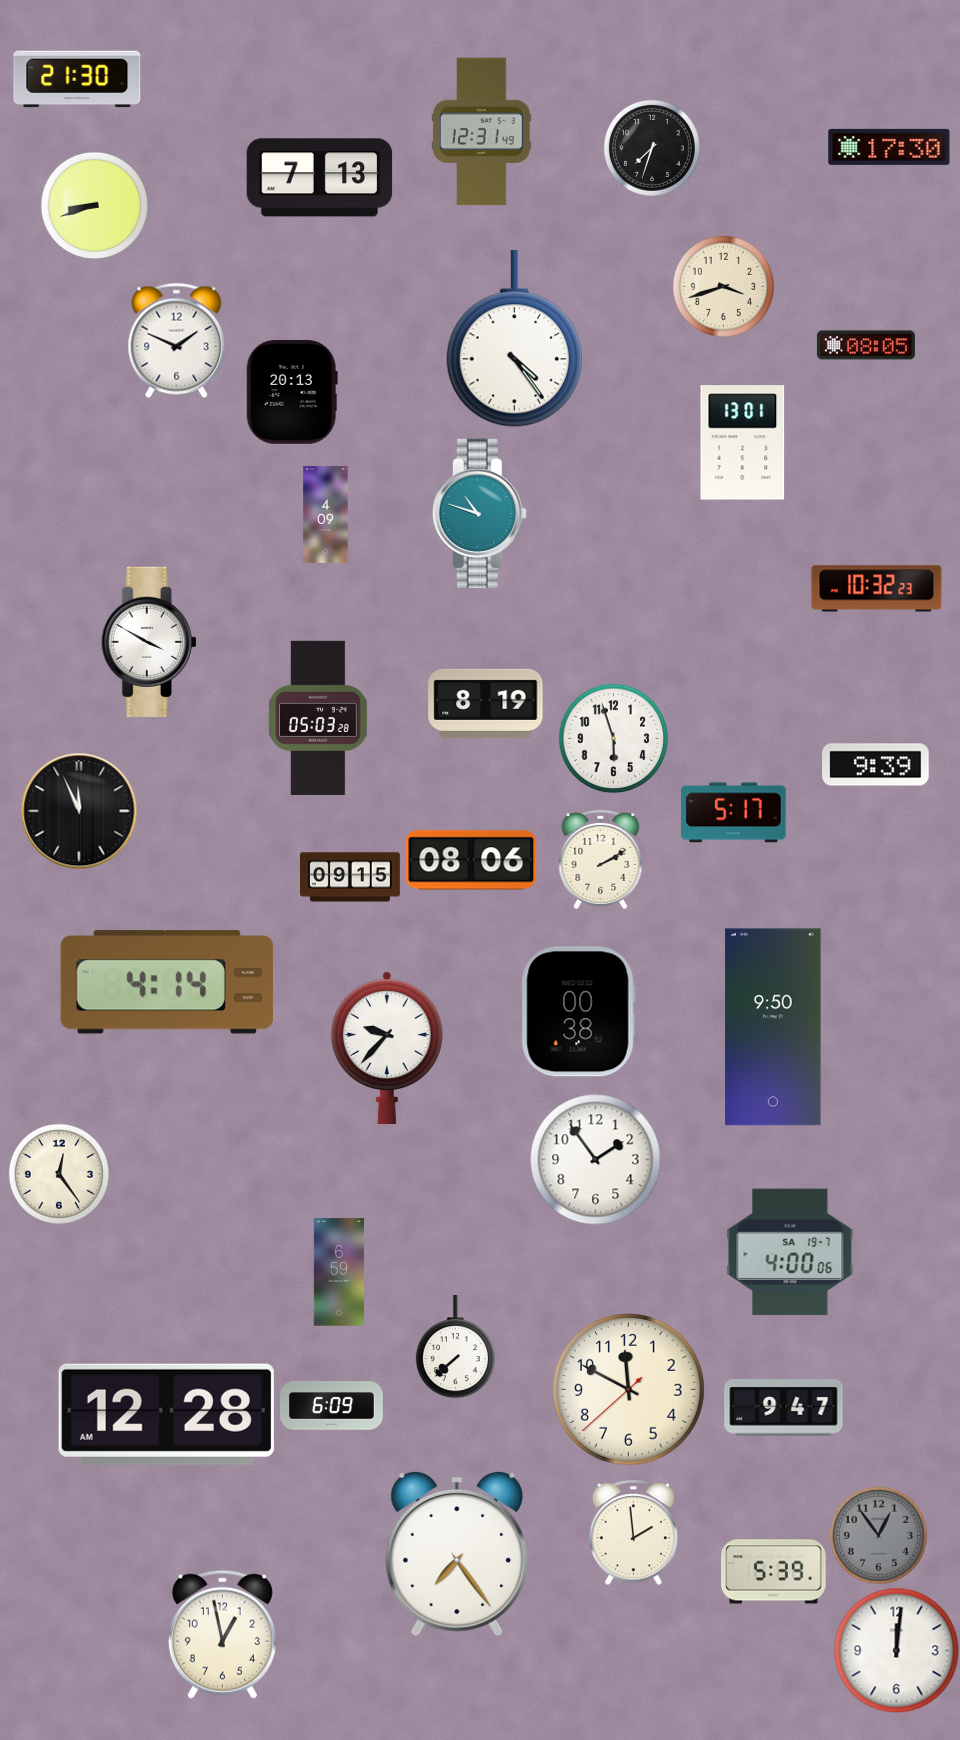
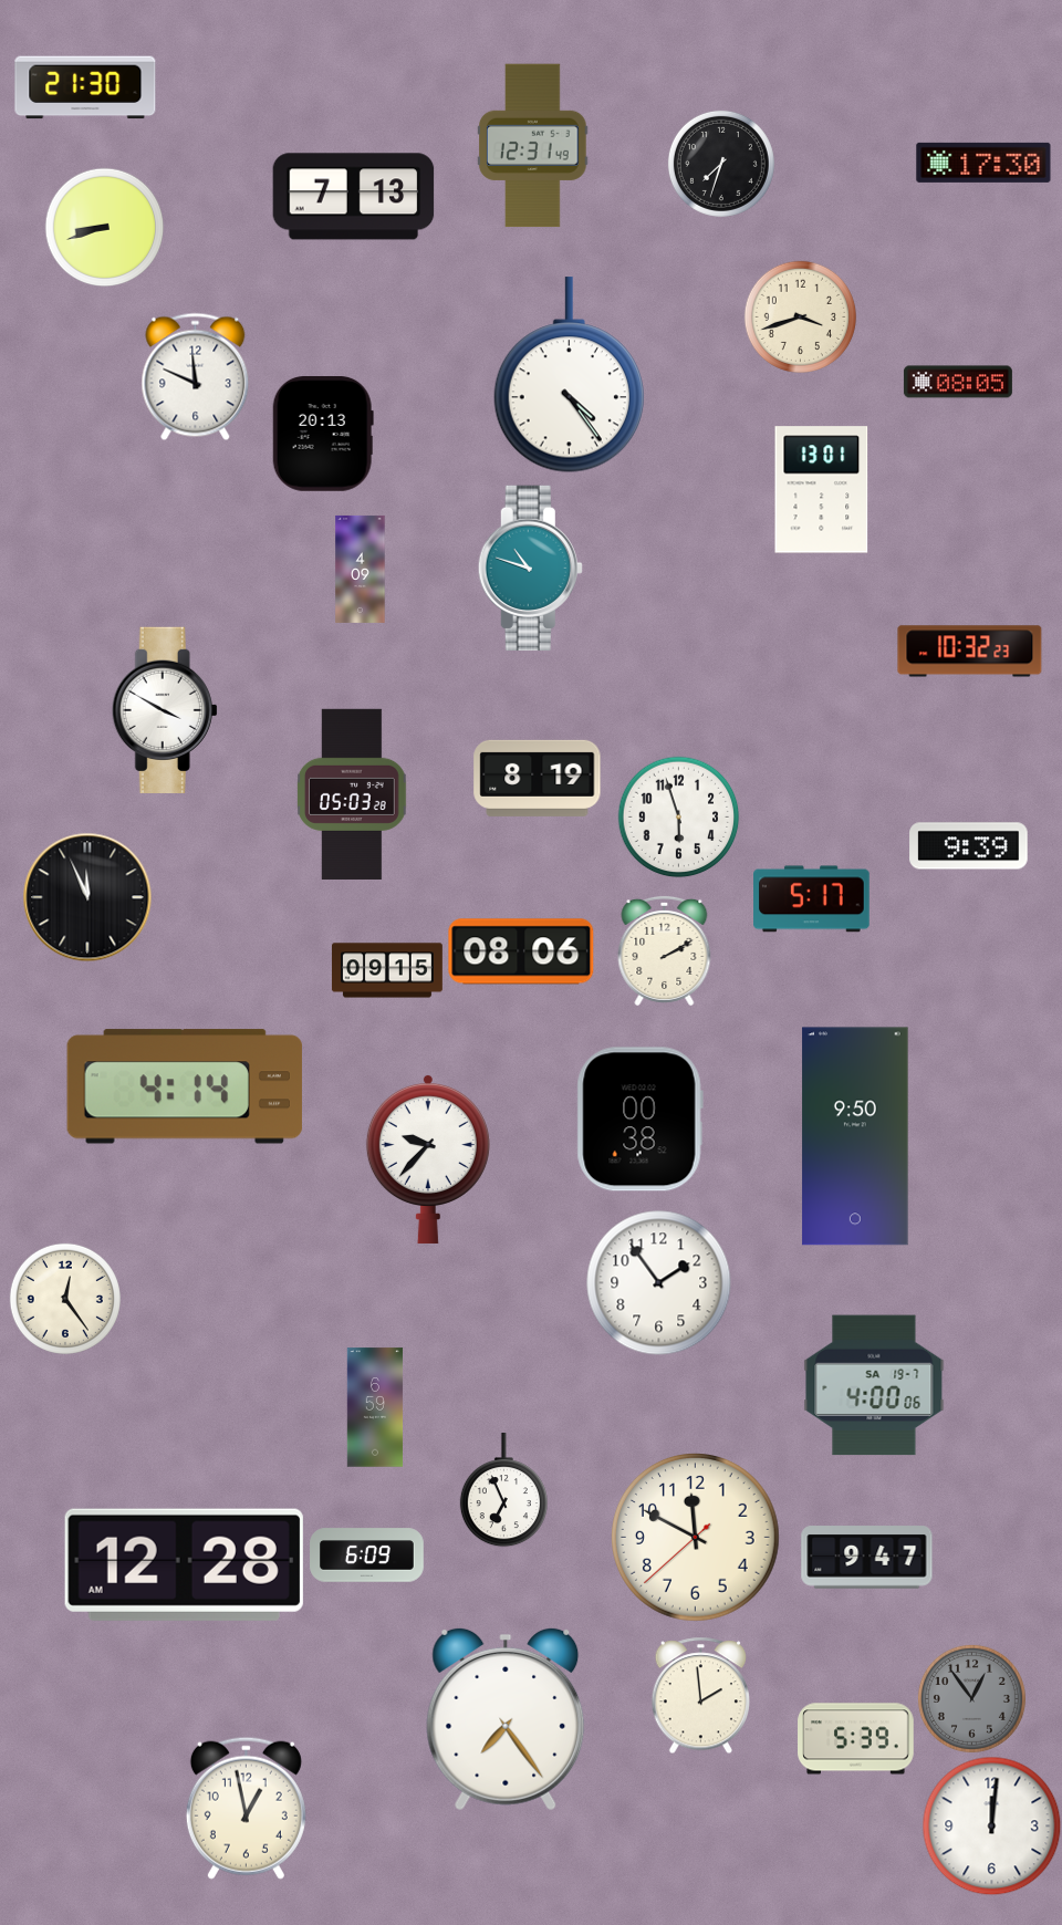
clock at (177, 340): 1:49 -> 11:49
clock at (455, 1347): 7:38 -> 6:56
